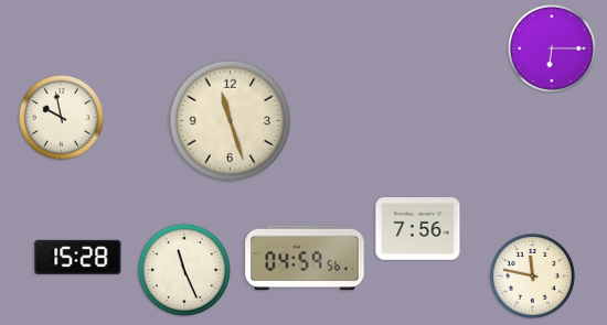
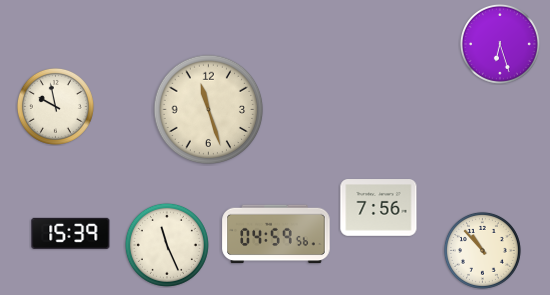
clock at (552, 48): 6:15 -> 6:27
clock at (78, 257): 15:28 -> 15:39
clock at (532, 275): 11:47 -> 10:53
